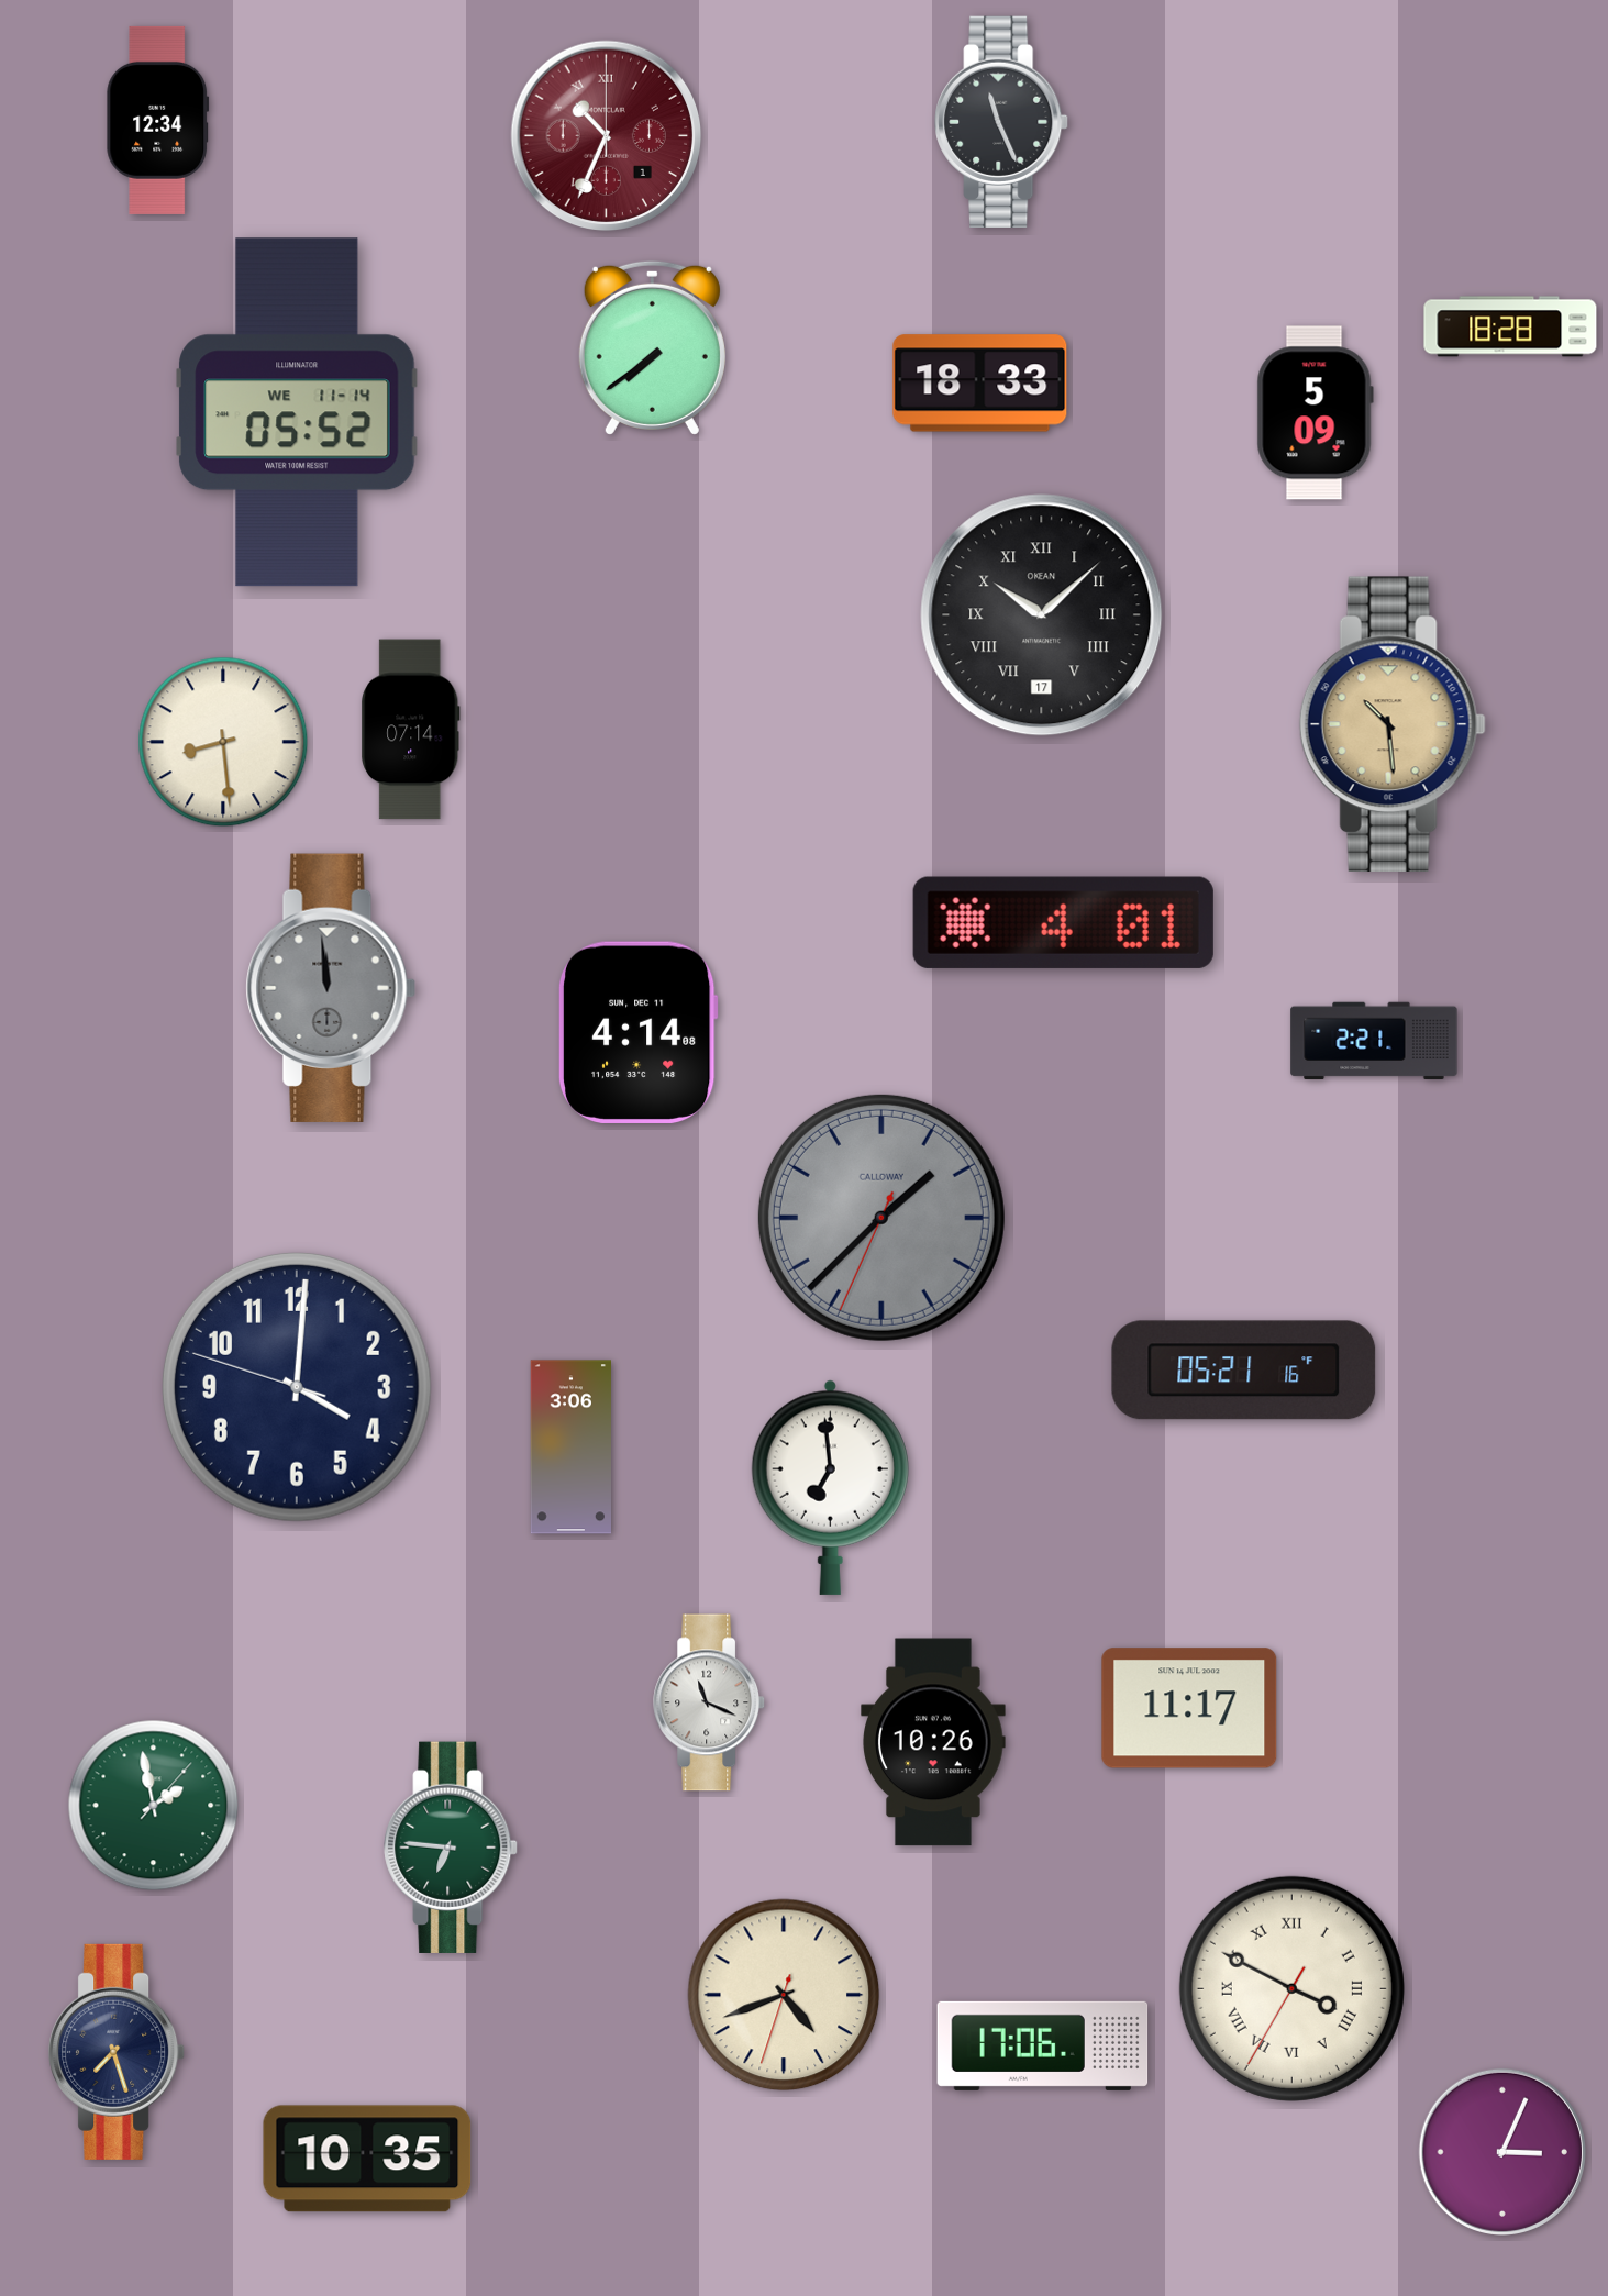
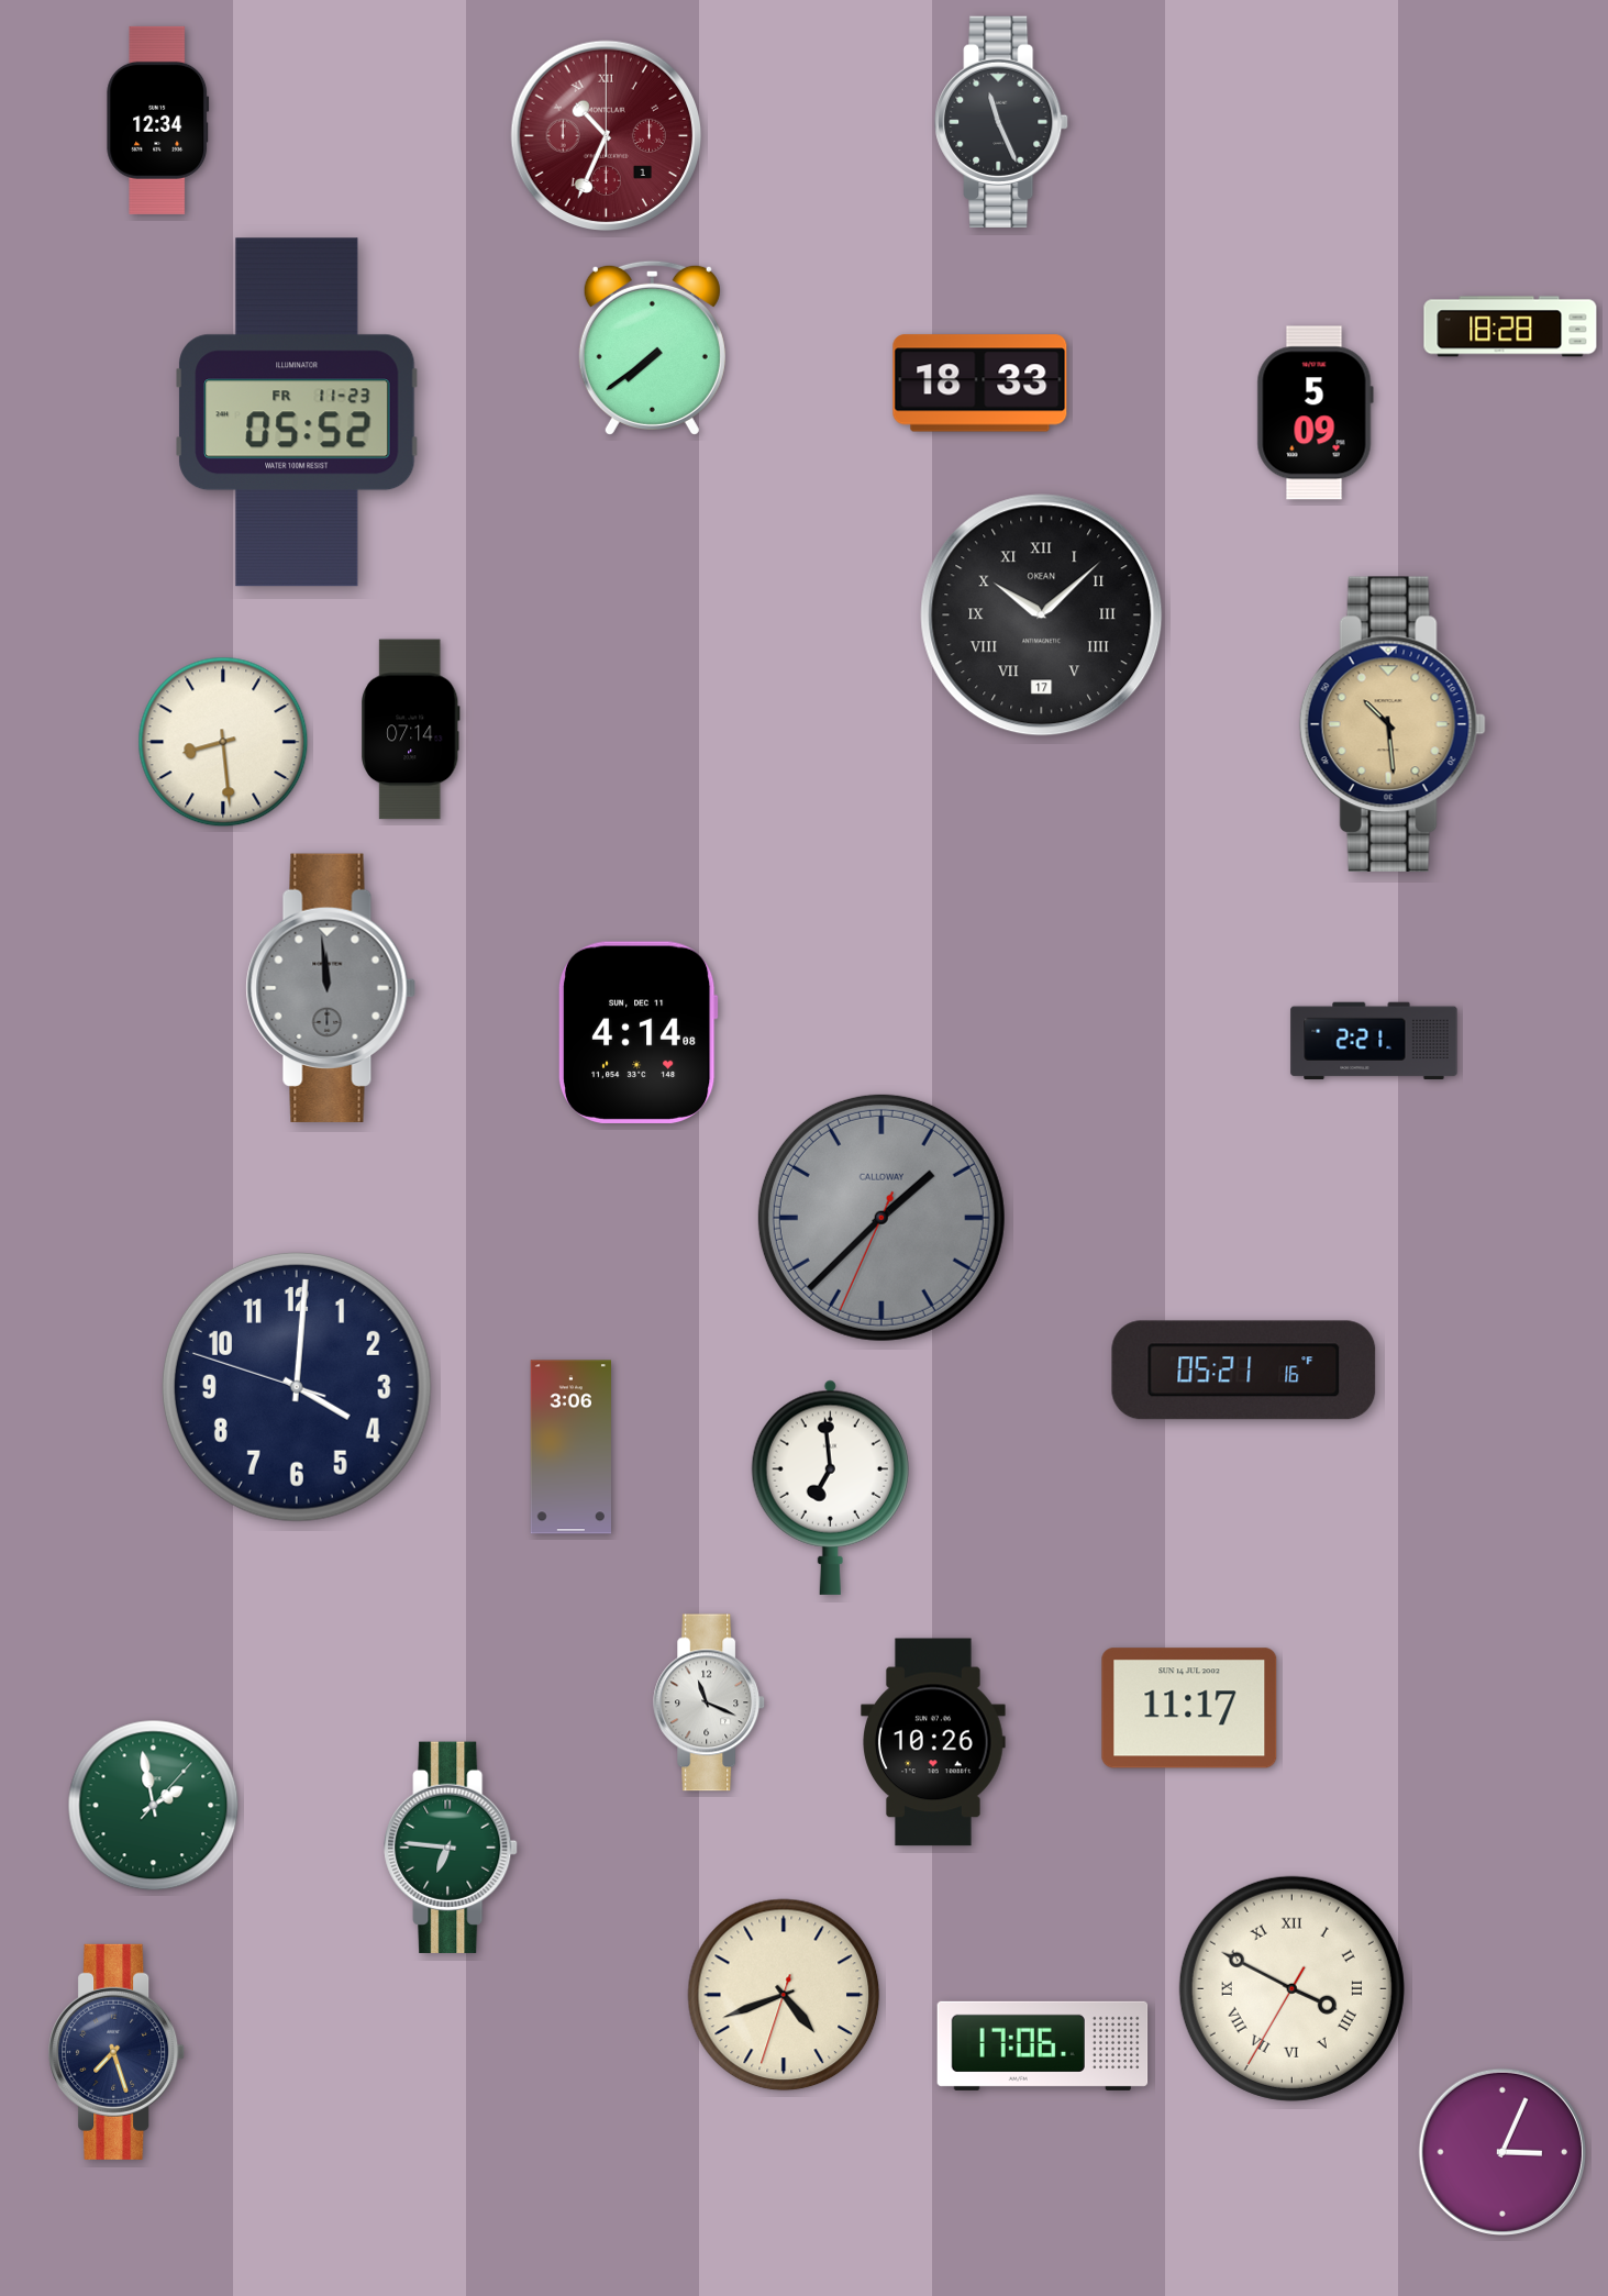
clock at (297, 412) date: WE 11-14 -> FR 11-23
clock at (1063, 922): 4:01 -> none
clock at (367, 2159): 10:35 -> none
